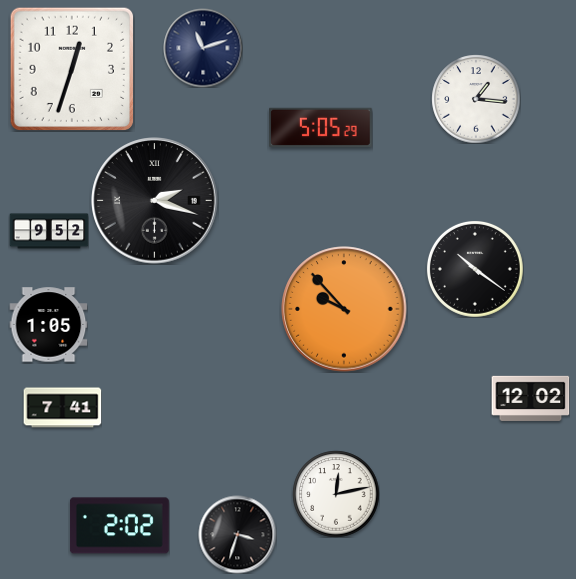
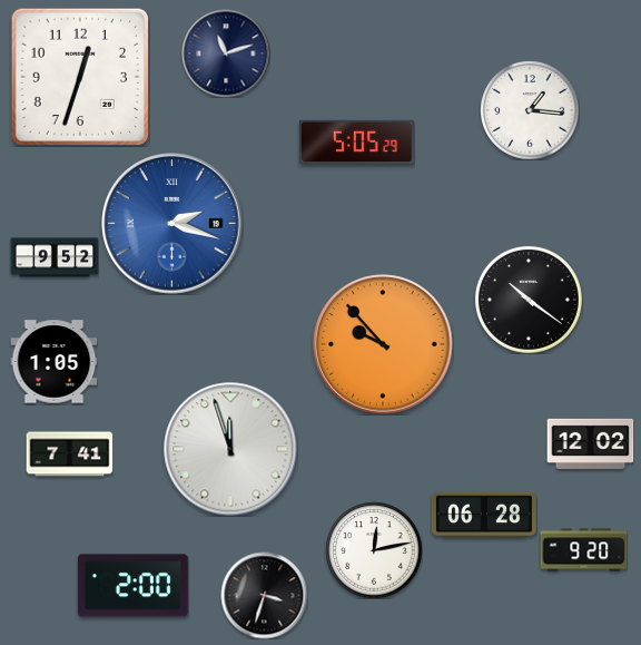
clock at (155, 201) dial: black -> blue
clock at (230, 449): none -> 11:57
clock at (484, 515): none -> 06:28
clock at (583, 550): none -> 9:20
clock at (119, 526): 2:02 -> 2:00
